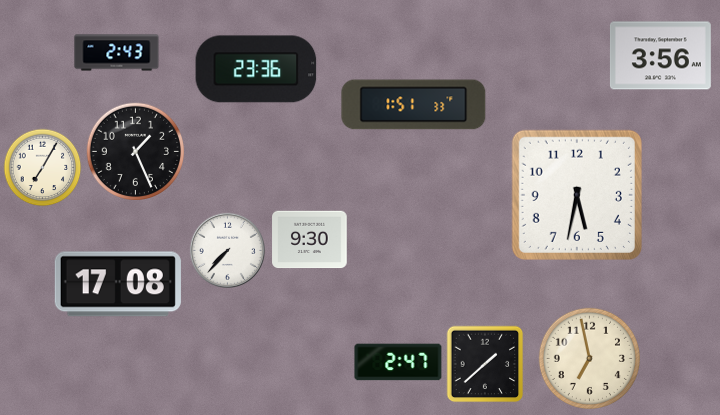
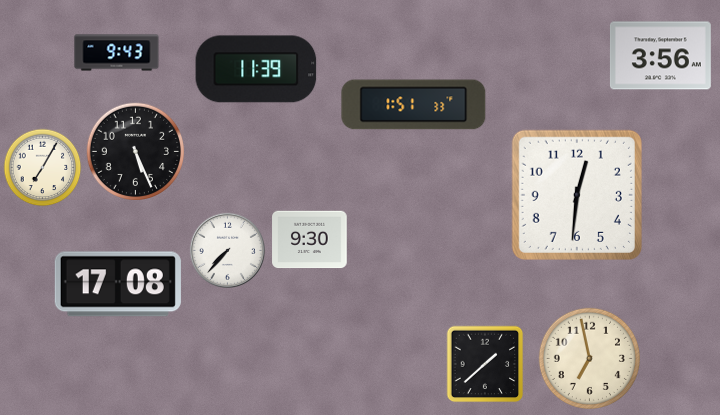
clock at (117, 53): 2:43 -> 9:43
clock at (256, 69): 23:36 -> 11:39
clock at (135, 151): 1:26 -> 5:26
clock at (577, 195): 5:32 -> 12:31
clock at (398, 362): 2:47 -> none
